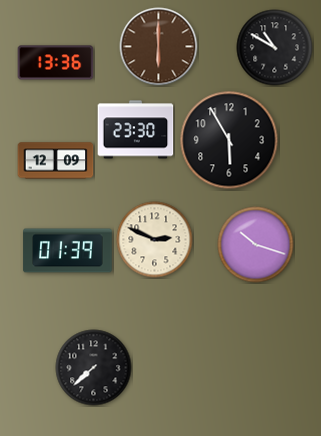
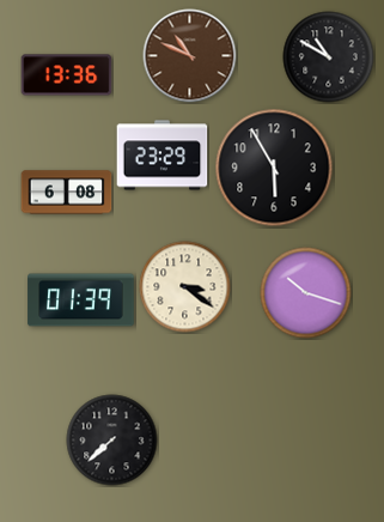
clock at (159, 47): 6:00 -> 10:49
clock at (136, 130): 23:30 -> 23:29
clock at (56, 161): 12:09 -> 6:08
clock at (155, 240): 2:49 -> 3:21
